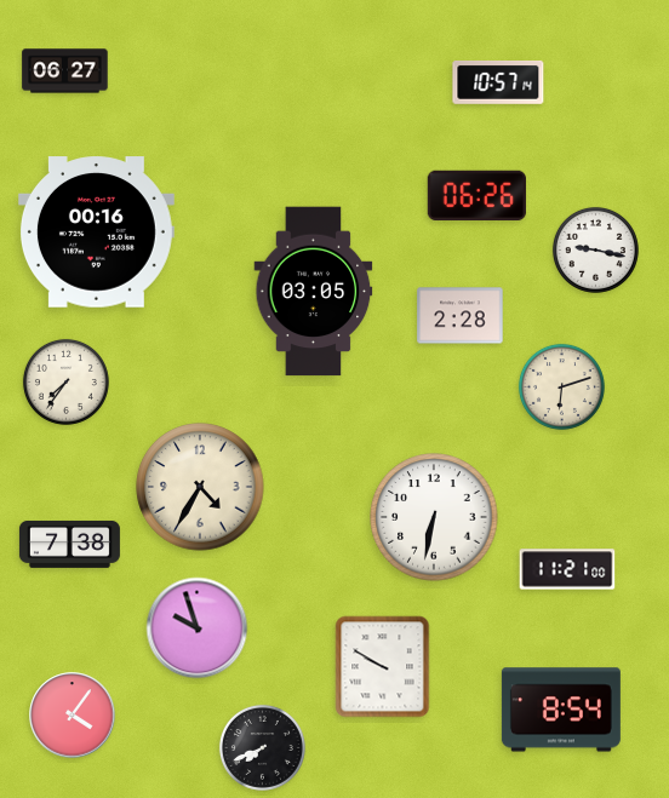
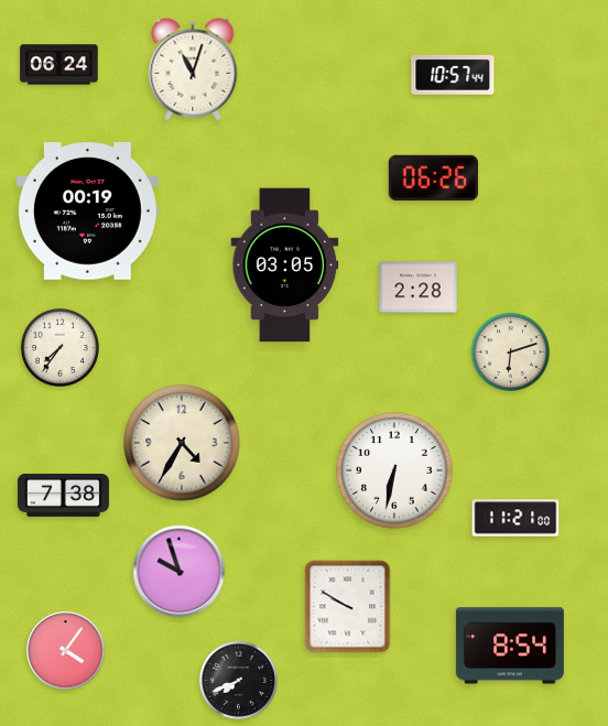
clock at (65, 71): 06:27 -> 06:24
clock at (193, 69): none -> 11:03
clock at (498, 82): 10:57:14 -> 10:57:44
clock at (96, 232): 00:16 -> 00:19
clock at (595, 249): 9:17 -> none
